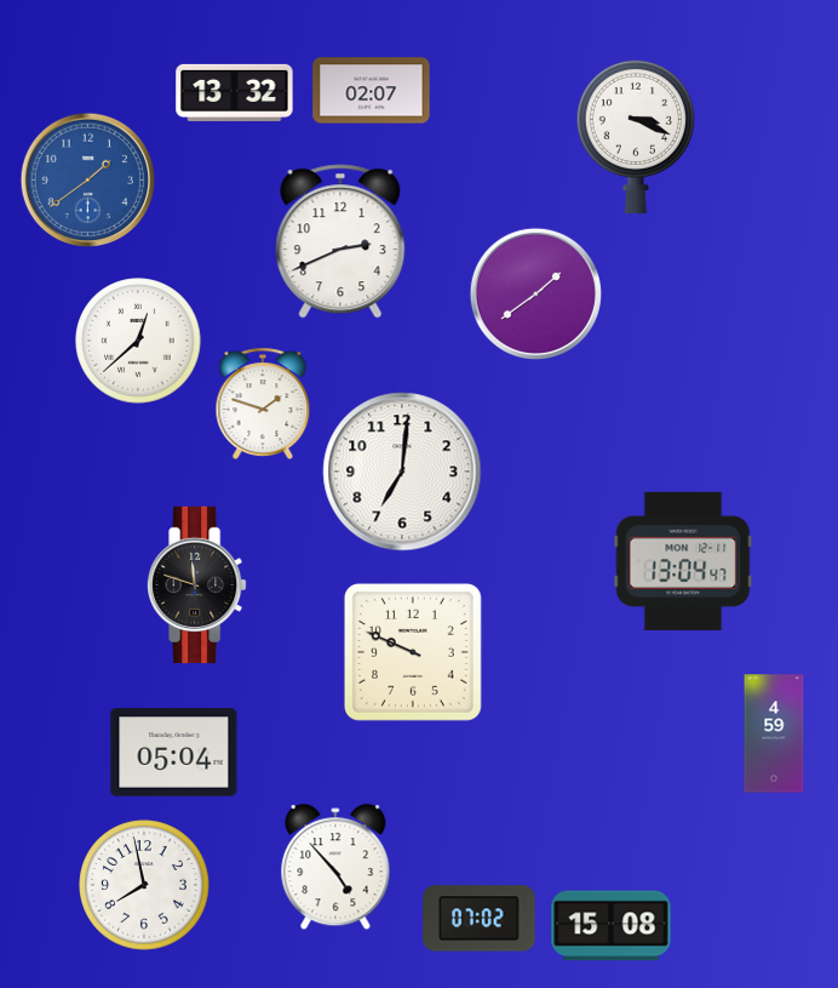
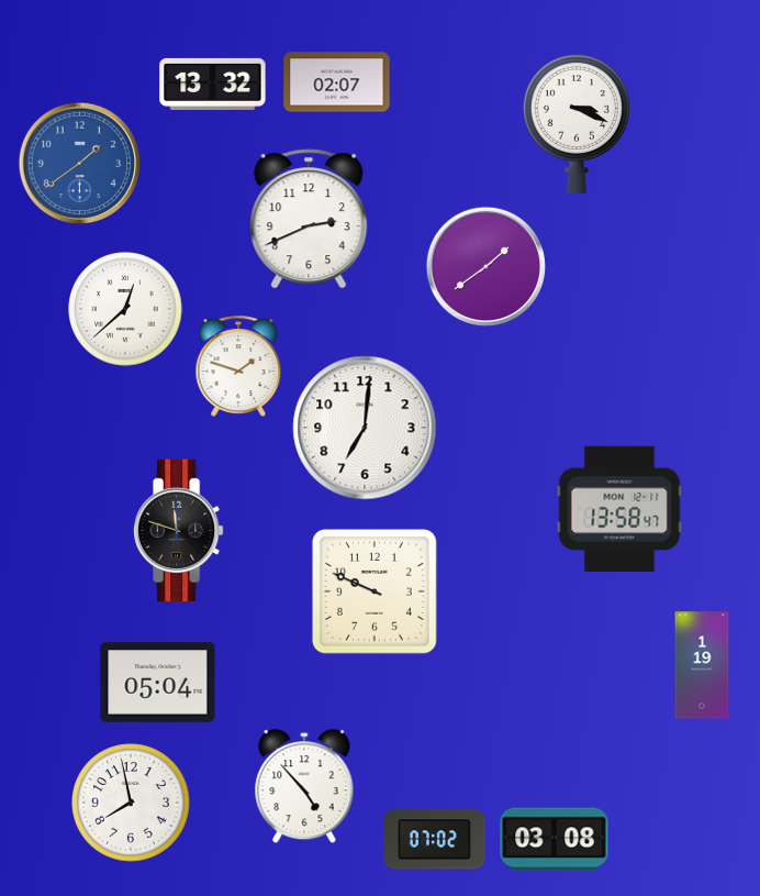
clock at (683, 561): 13:04 -> 13:58
clock at (774, 733): 4:59 -> 1:19
clock at (480, 919) position: (480, 919) -> (435, 840)
clock at (612, 926): 15:08 -> 03:08
